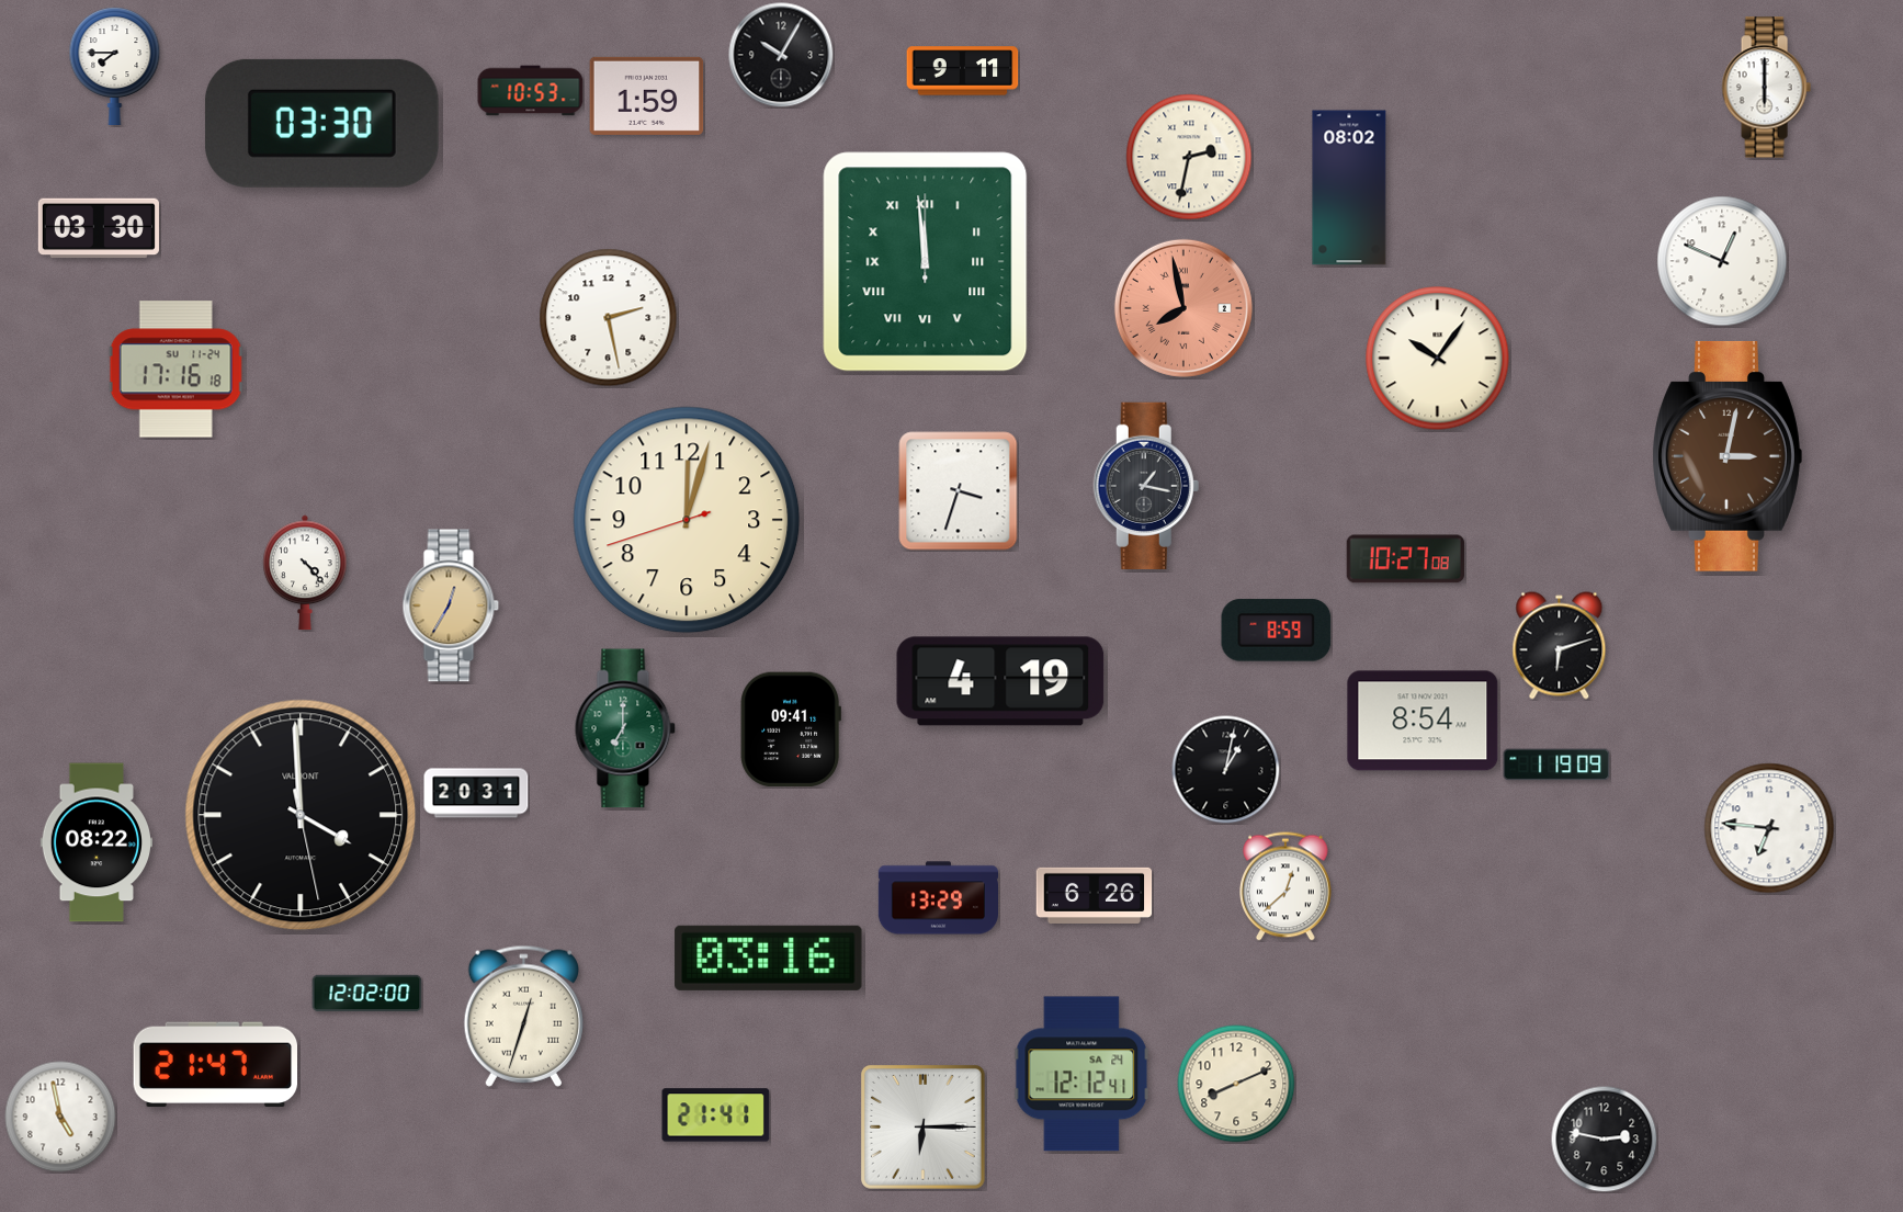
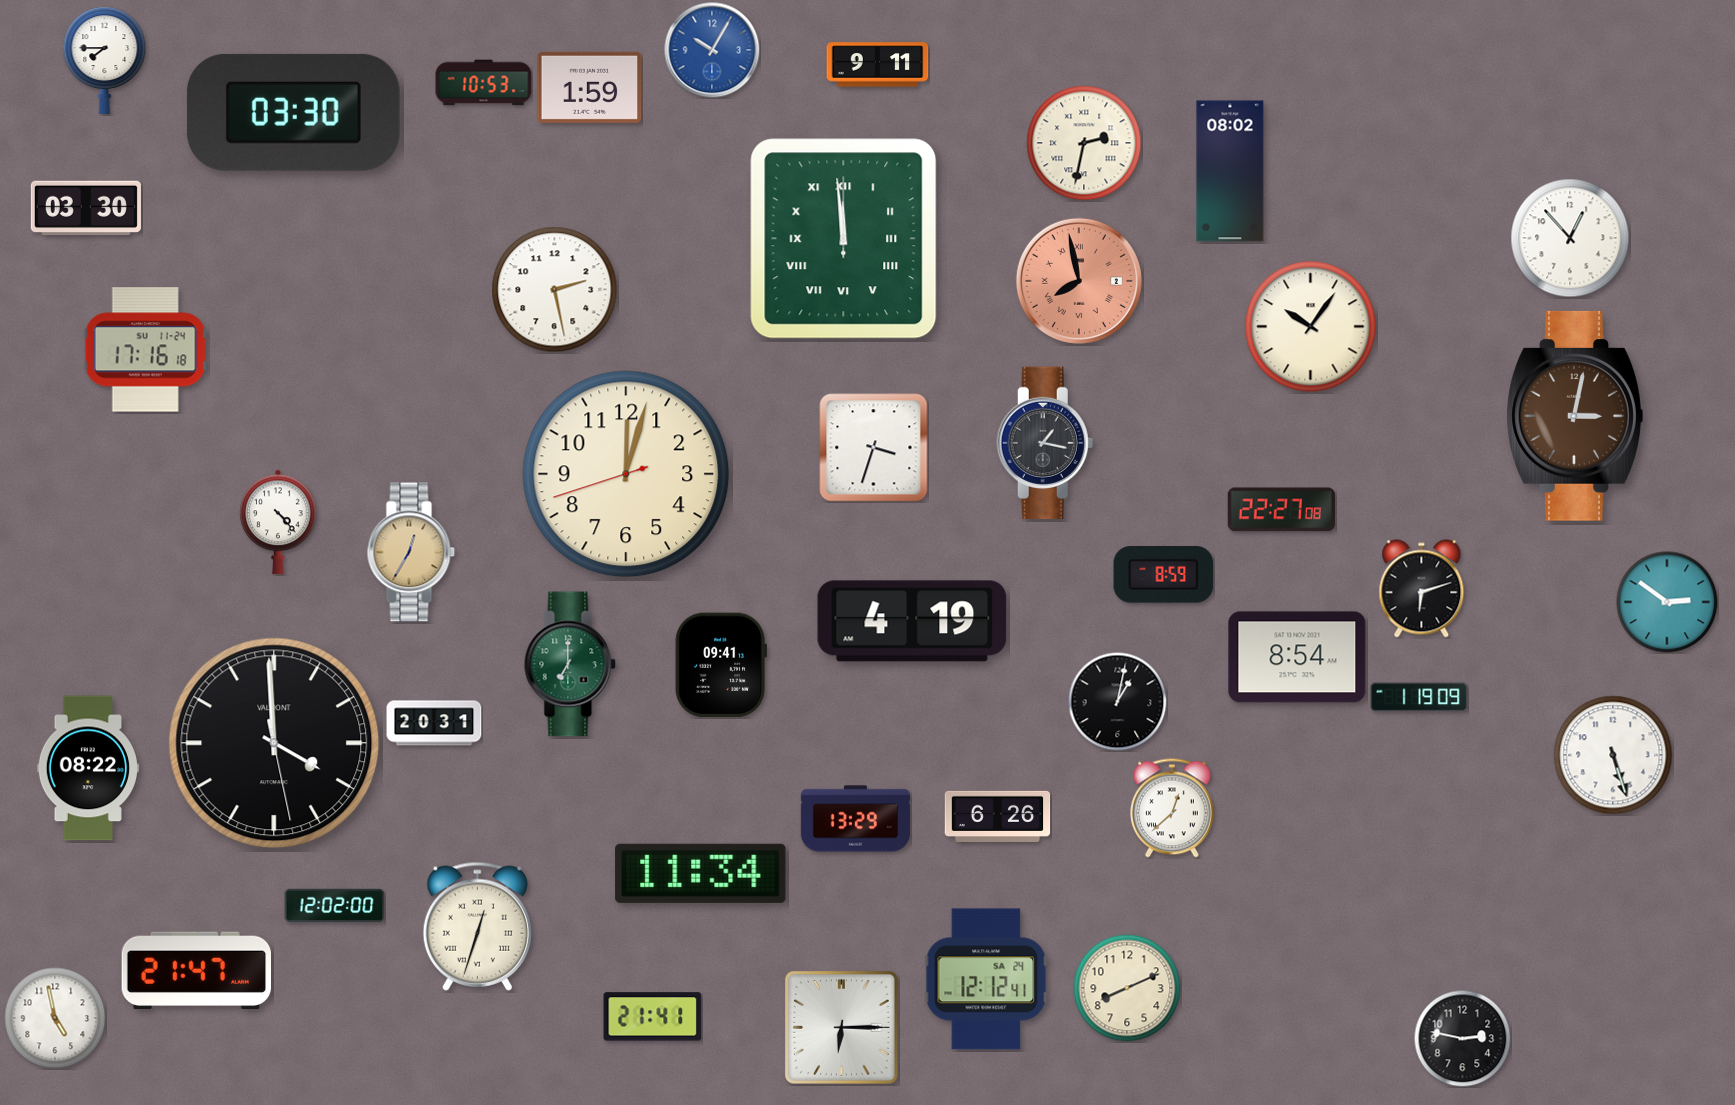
clock at (781, 55) dial: black -> blue
clock at (1766, 88): 6:00 -> none
clock at (99, 228) position: (99, 228) -> (86, 208)
clock at (1722, 261): 12:49 -> 12:53
clock at (175, 370) position: (175, 370) -> (145, 350)
clock at (1405, 559): 10:27 -> 22:27
clock at (1667, 602): none -> 2:51
clock at (1769, 828): 6:46 -> 5:27
clock at (769, 958): 03:16 -> 11:34
